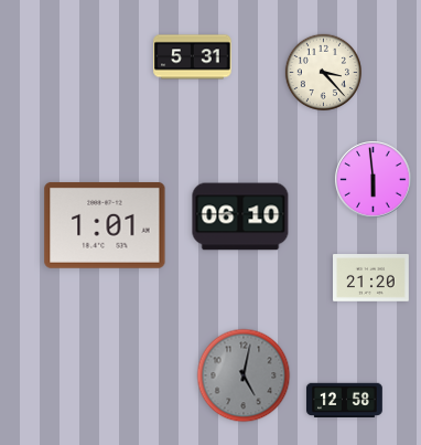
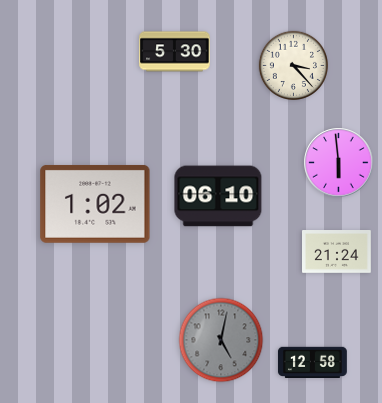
clock at (193, 57): 5:31 -> 5:30
clock at (105, 225): 1:01 -> 1:02
clock at (371, 278): 21:20 -> 21:24
